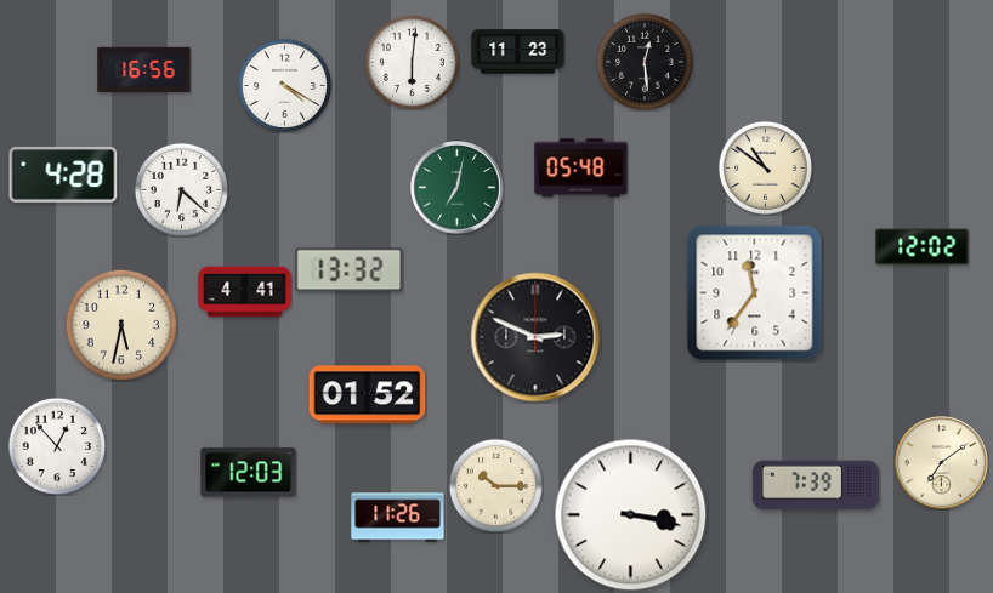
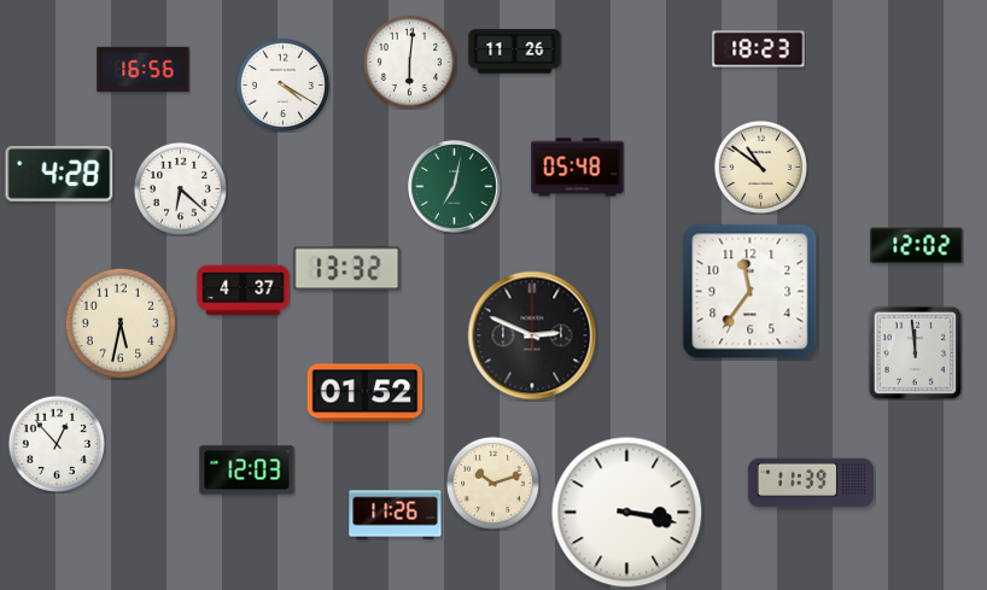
clock at (759, 49): none -> 18:23
clock at (518, 52): 11:23 -> 11:26
clock at (645, 62): 12:29 -> none
clock at (63, 175) position: (63, 175) -> (59, 174)
clock at (245, 292): 4:41 -> 4:37
clock at (915, 352): none -> 11:59
clock at (942, 463): 7:09 -> none
clock at (495, 485): 10:15 -> 10:12
clock at (816, 485): 7:39 -> 11:39
